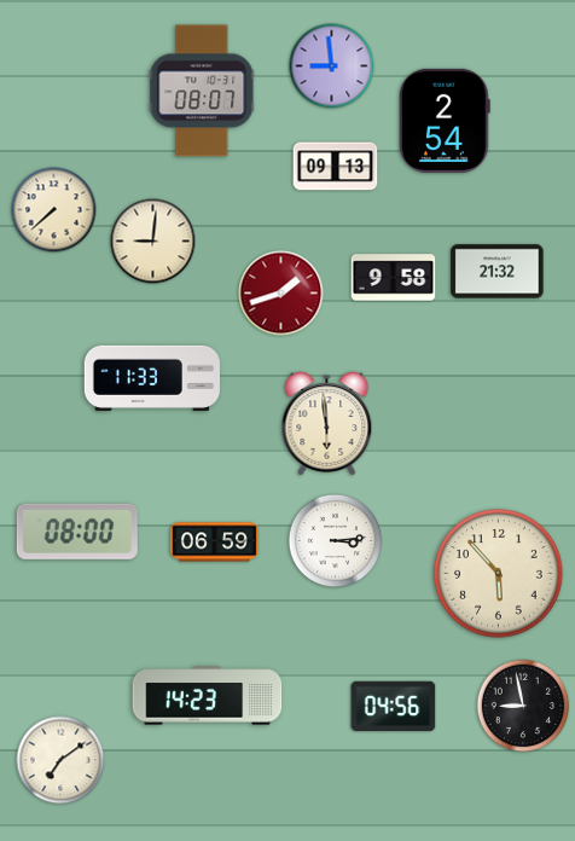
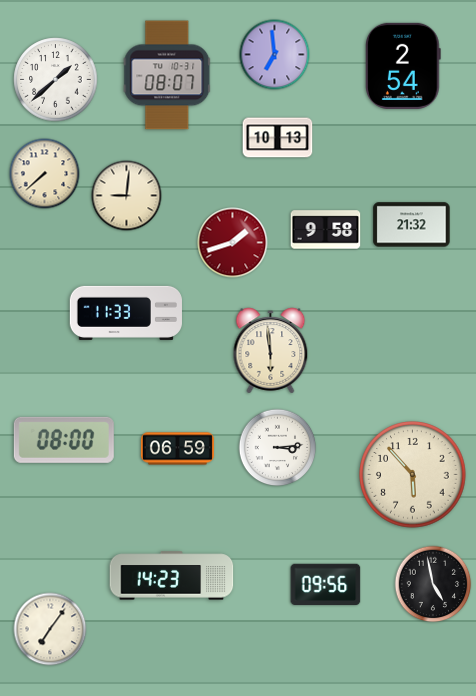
clock at (332, 66): 8:59 -> 6:59
clock at (56, 80): none -> 1:38
clock at (446, 121) position: (446, 121) -> (404, 66)
clock at (336, 167): 09:13 -> 10:13
clock at (153, 242) position: (153, 242) -> (127, 196)
clock at (394, 706): 04:56 -> 09:56
clock at (523, 706): 8:58 -> 4:58
clock at (60, 760): 7:09 -> 7:06
